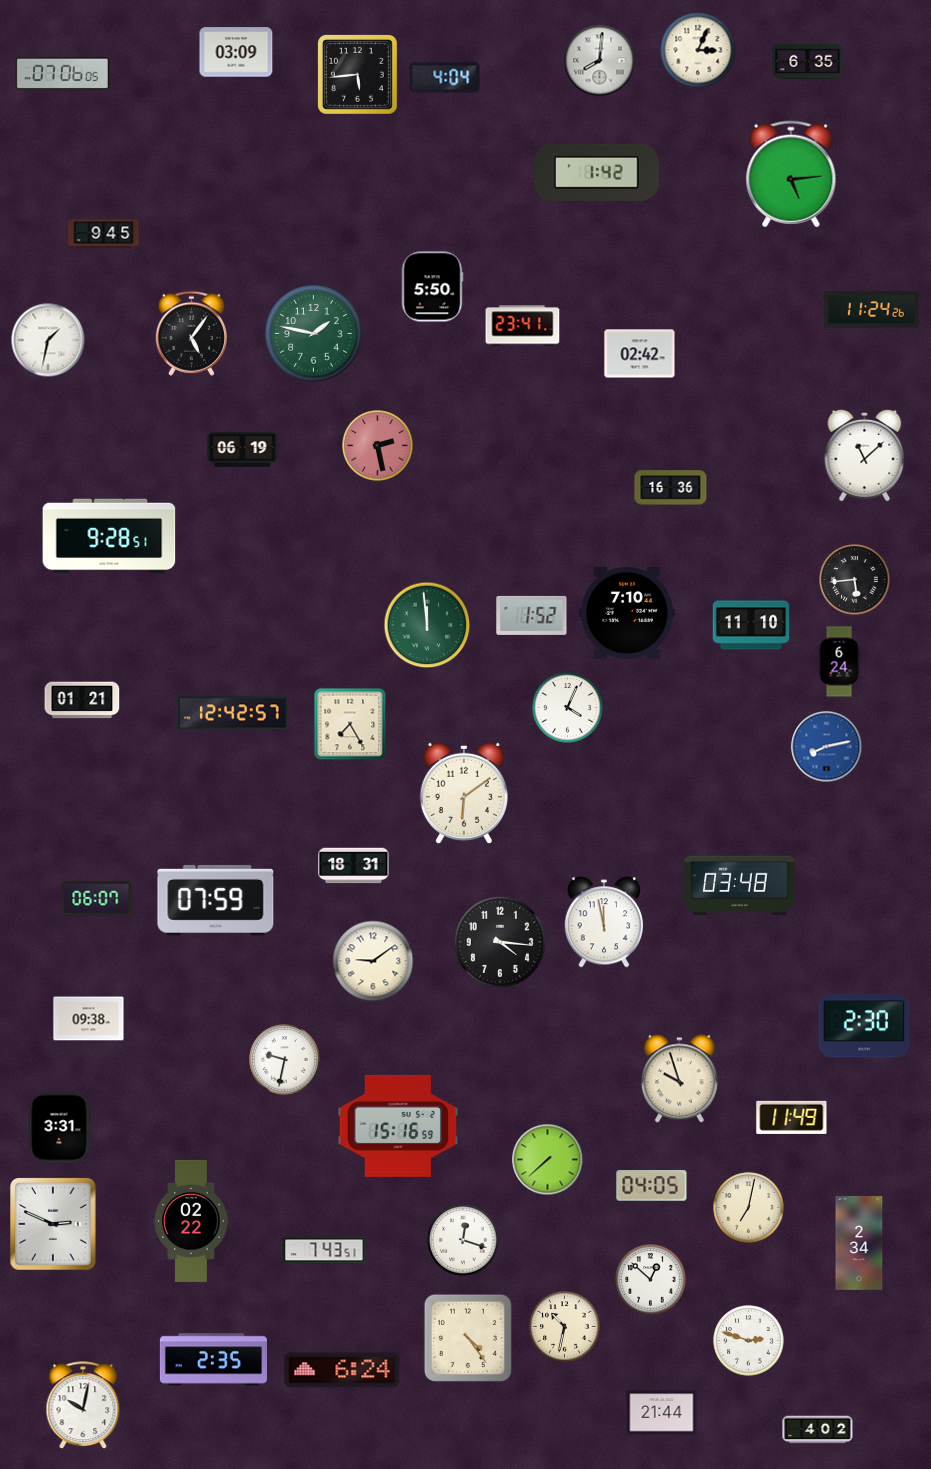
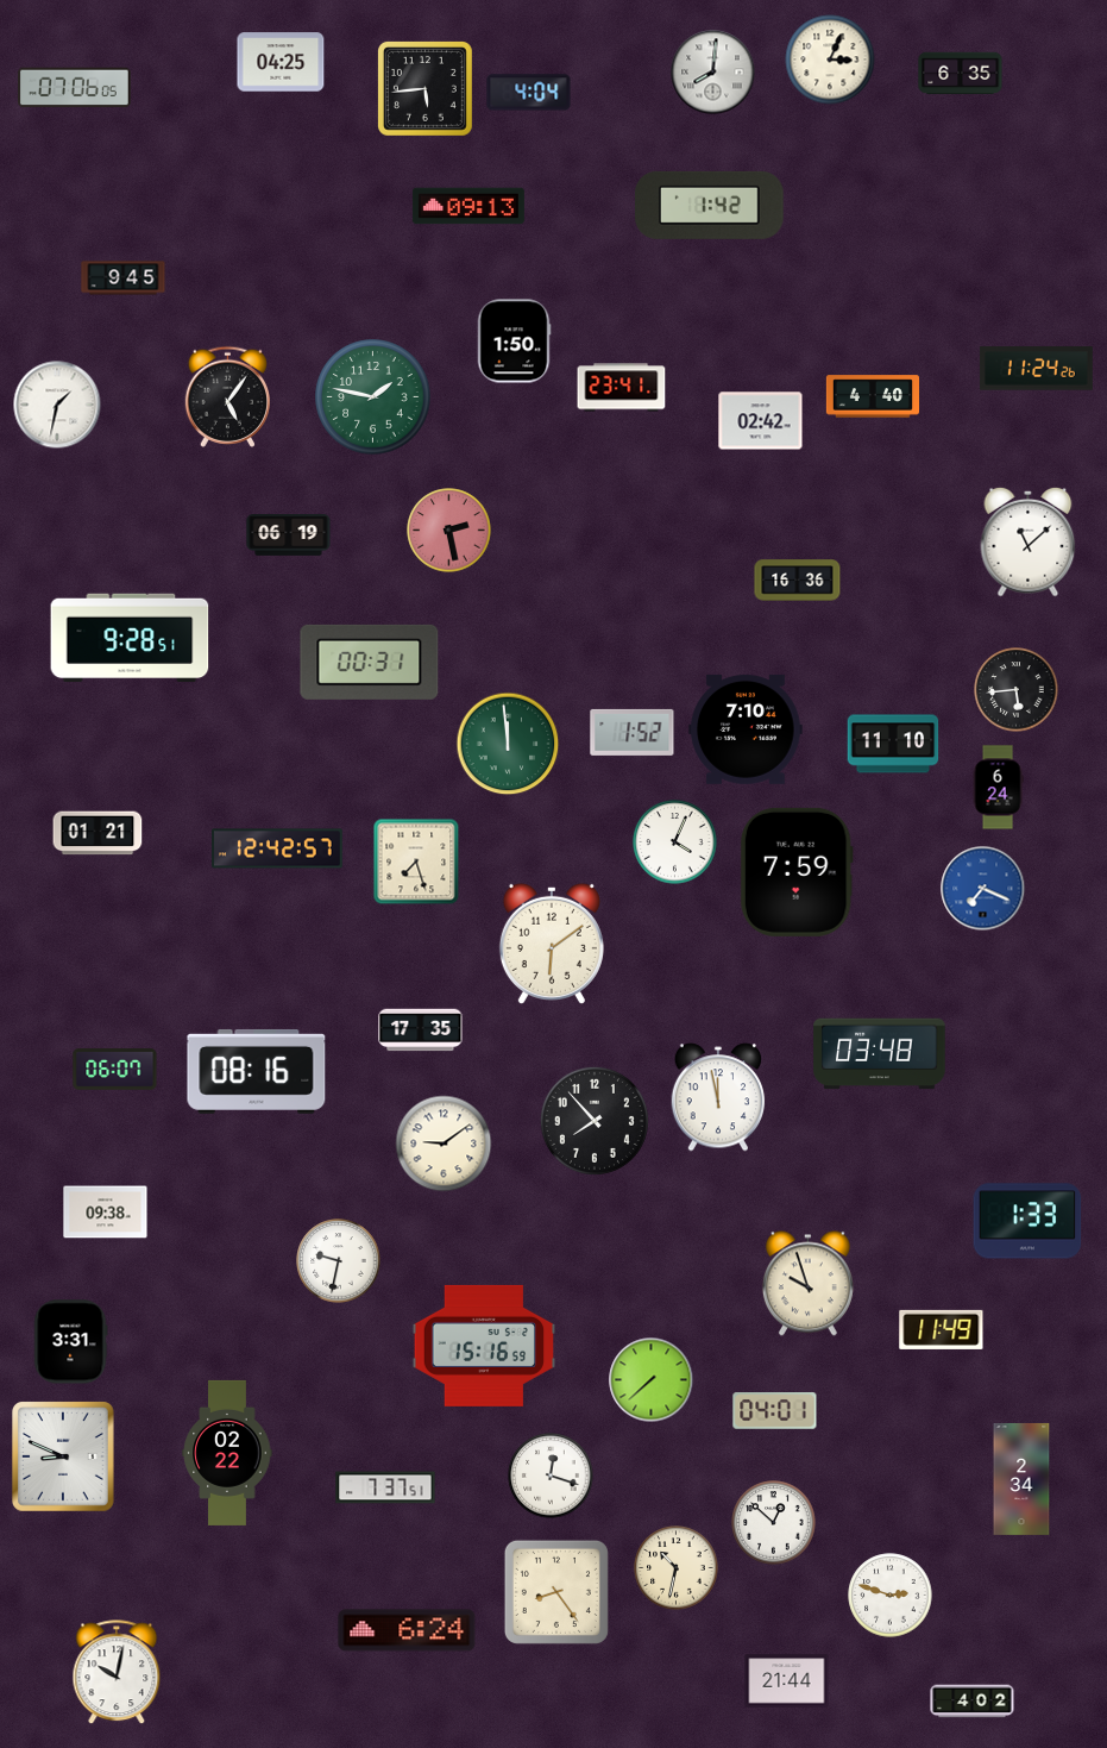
clock at (236, 52): 03:09 -> 04:25
clock at (468, 206): none -> 09:13
clock at (791, 174): 5:14 -> none
clock at (432, 287): 5:50 -> 1:50
clock at (872, 396): none -> 4:40
clock at (370, 662): none -> 00:31
clock at (350, 724): 7:25 -> 7:27
clock at (797, 872): none -> 7:59
clock at (827, 747): 8:13 -> 7:19
clock at (354, 866): 18:31 -> 17:35
clock at (216, 900): 07:59 -> 08:16
clock at (500, 942): 4:16 -> 7:53
clock at (864, 1026): 2:30 -> 1:33
clock at (397, 1126) position: (397, 1126) -> (483, 1346)
clock at (652, 1186): 04:05 -> 04:01
clock at (749, 1208): 7:02 -> none
clock at (54, 1224): 2:49 -> 8:49
clock at (324, 1250): 7:43 -> 7:37
clock at (565, 1327) position: (565, 1327) -> (677, 1568)
clock at (468, 1338): 4:24 -> 8:24
clock at (213, 1360): 2:35 -> none
clock at (83, 1406) position: (83, 1406) -> (117, 1673)
